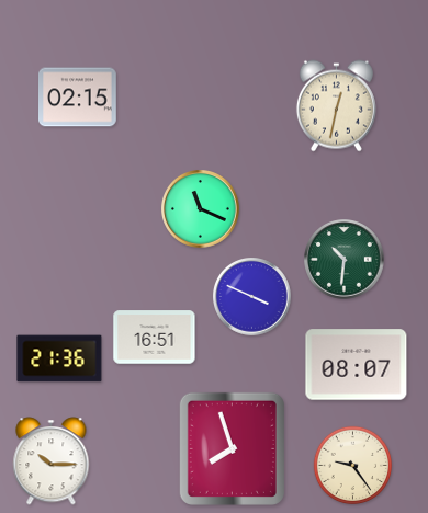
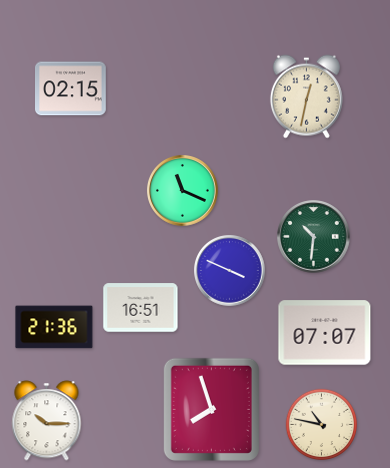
clock at (357, 365): 08:07 -> 07:07
clock at (353, 466): 9:24 -> 10:47
